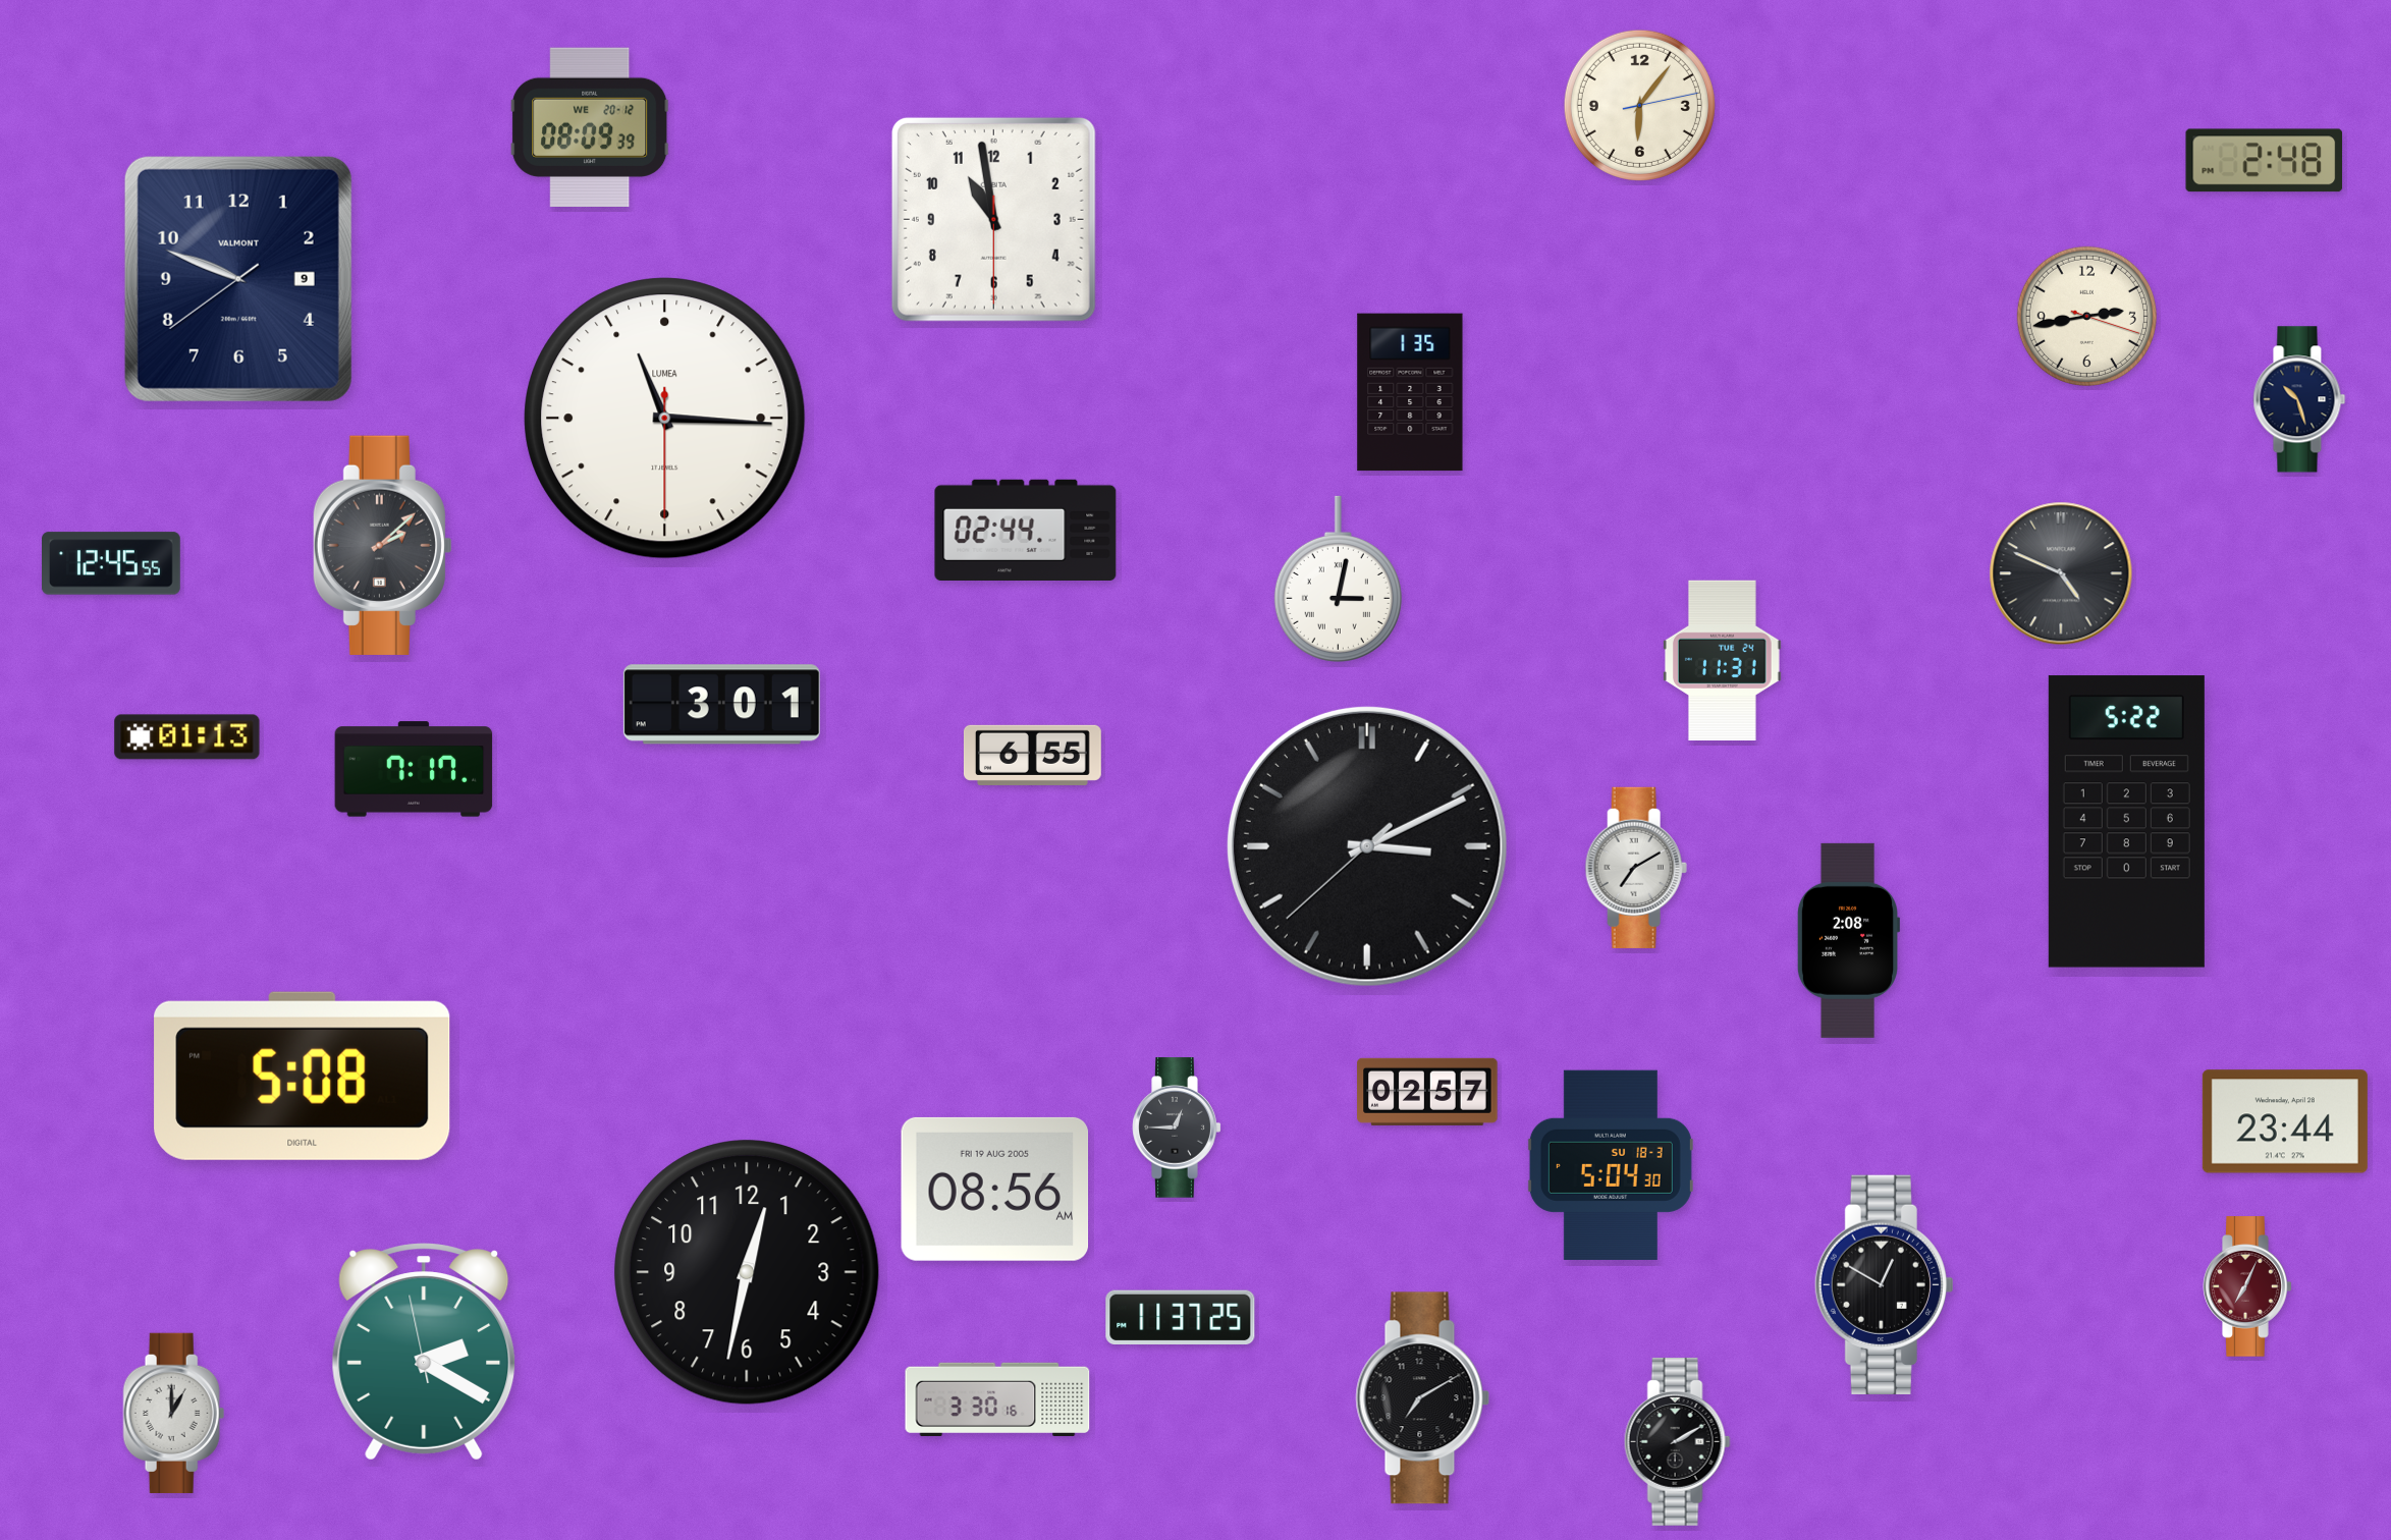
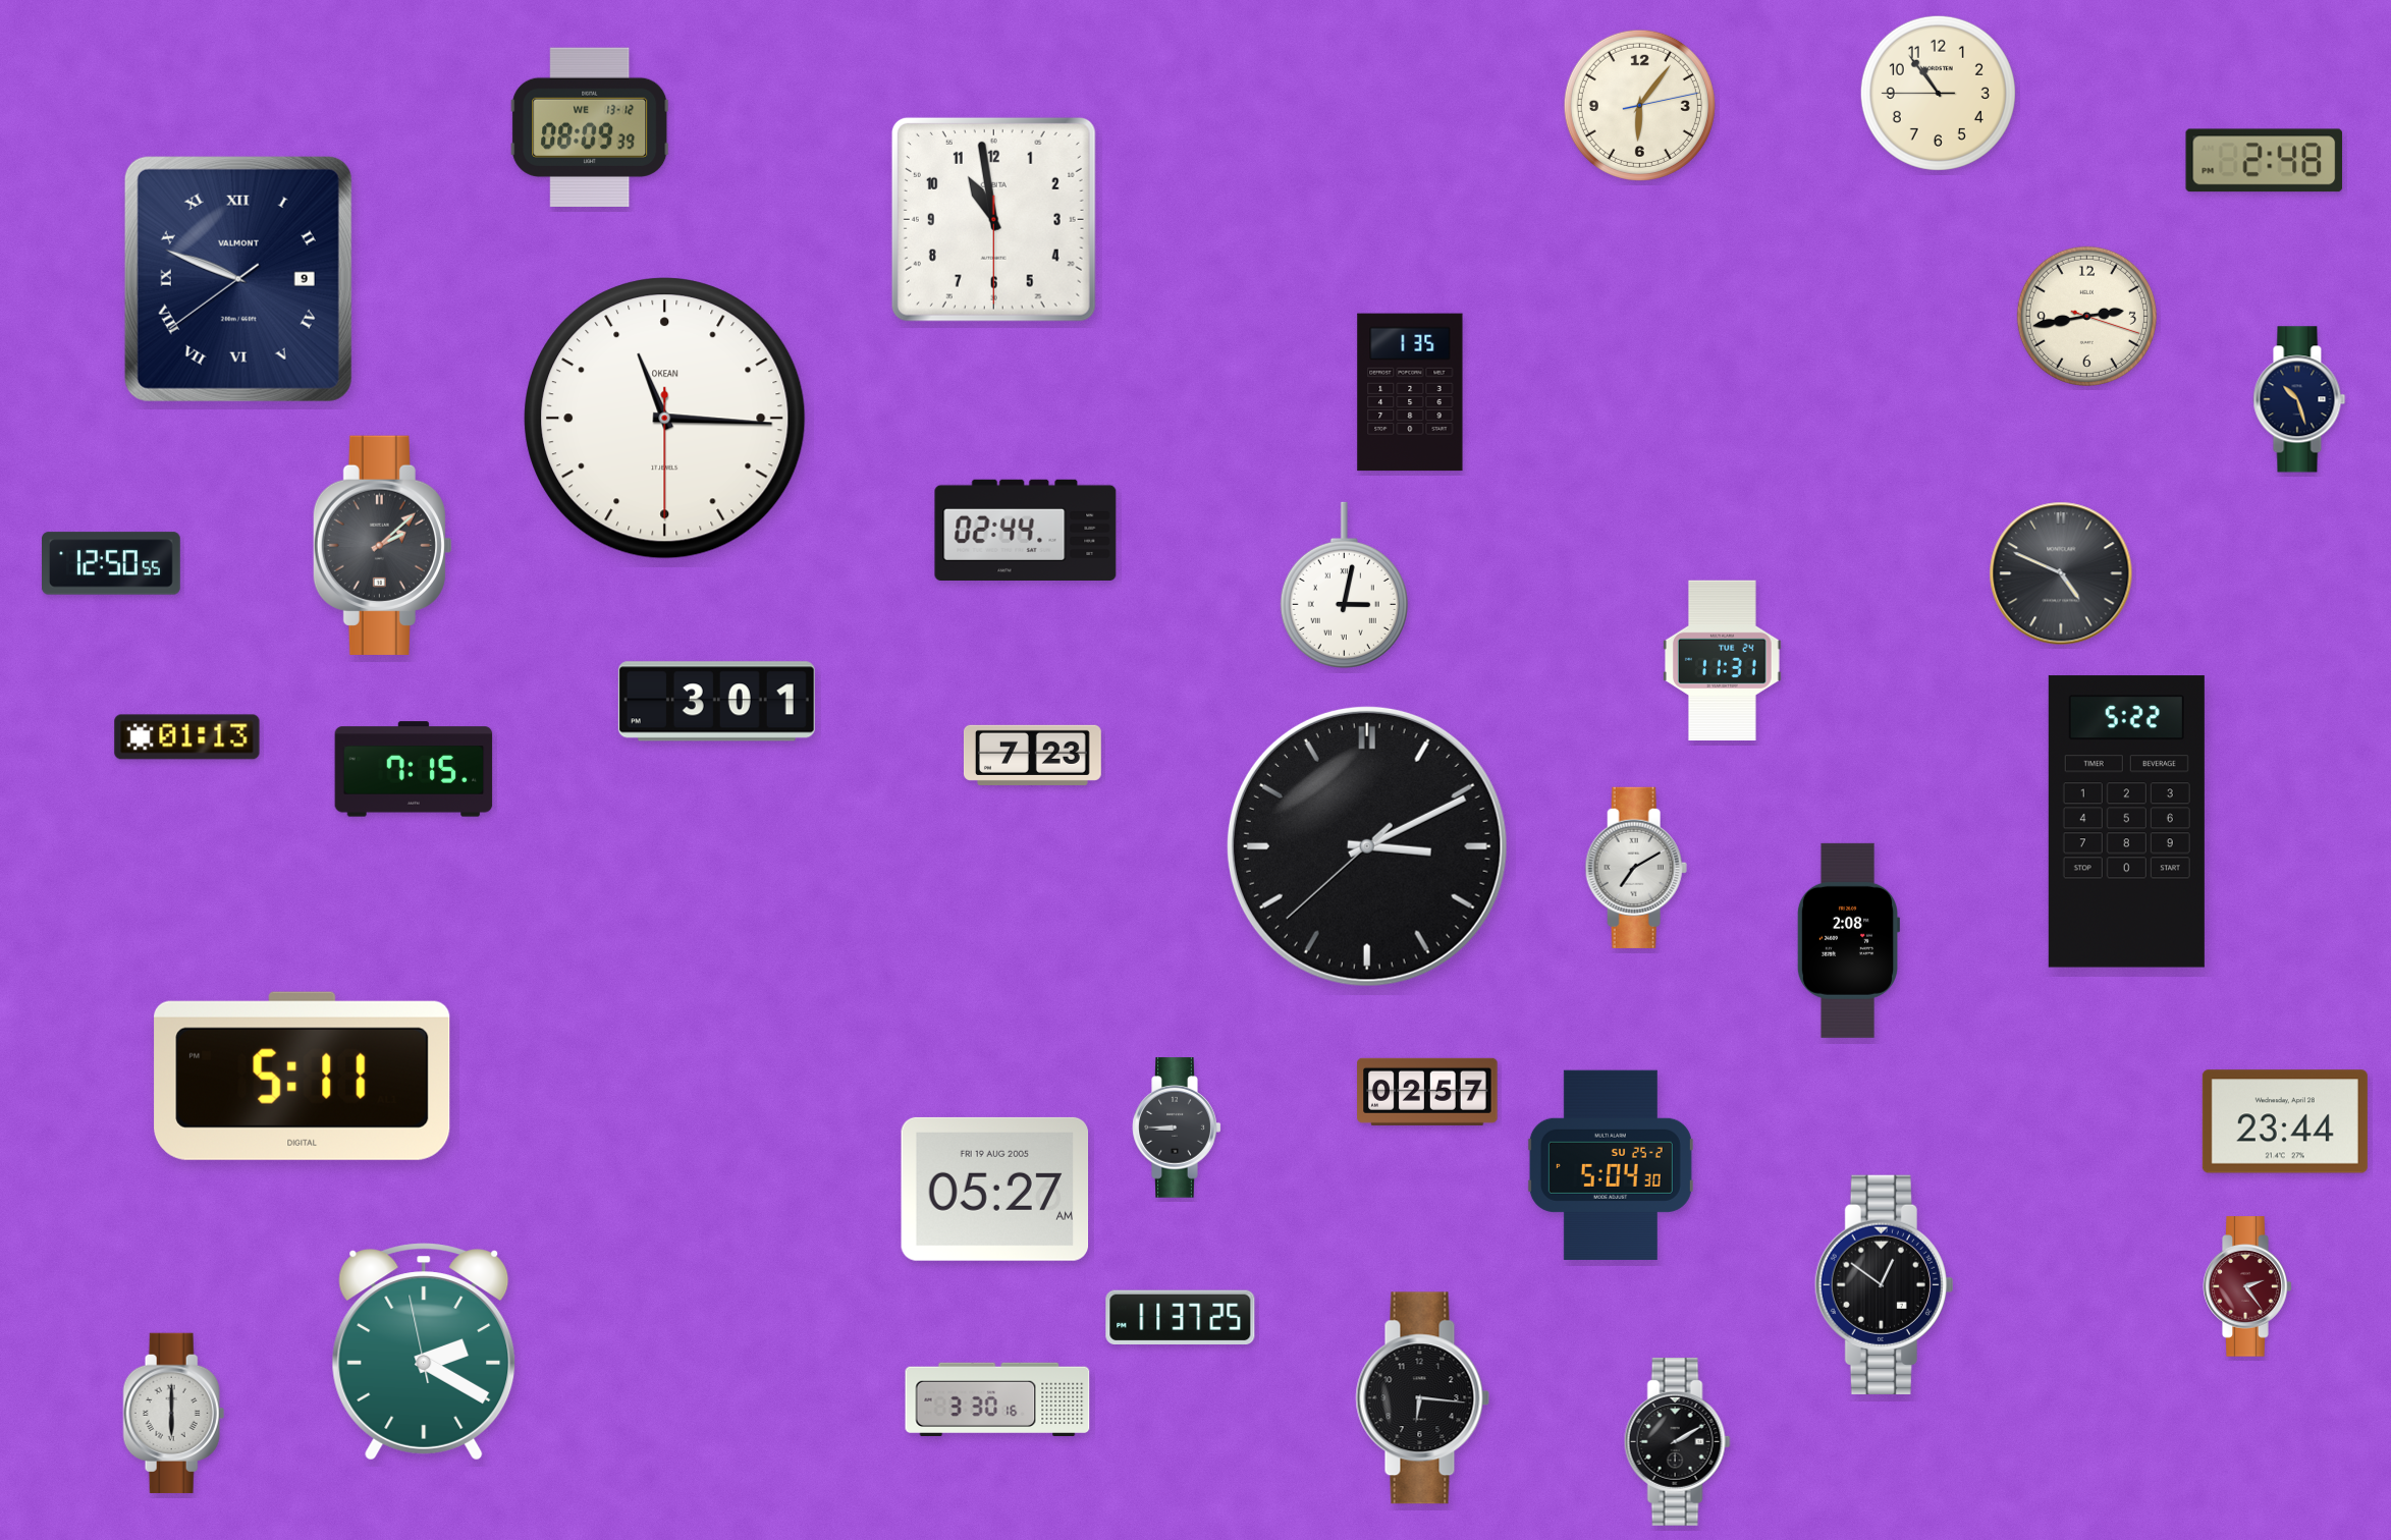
clock at (1938, 93): none -> 10:53
clock at (590, 126) date: WE 20-12 -> WE 13-12
clock at (238, 279) numerals: Arabic -> Roman
clock at (665, 419) brand: LUMEA -> OKEAN
clock at (112, 563): 12:45 -> 12:50
clock at (1338, 579) position: (1338, 579) -> (1344, 585)
clock at (721, 705) position: (721, 705) -> (716, 702)
clock at (1032, 755): 6:55 -> 7:23
clock at (414, 769): 7:17 -> 7:15
clock at (303, 1076): 5:08 -> 5:11
clock at (1177, 1127): 12:45 -> 8:45
clock at (1611, 1165) date: SU 18-3 -> SU 25-2
clock at (995, 1189): 08:56 -> 05:27
clock at (748, 1273): 12:32 -> none
clock at (1884, 1284): 12:50 -> 12:51
clock at (2247, 1286): 7:04 -> 2:24
clock at (1423, 1398): 7:10 -> 6:16
clock at (174, 1413): 1:00 -> 6:00
